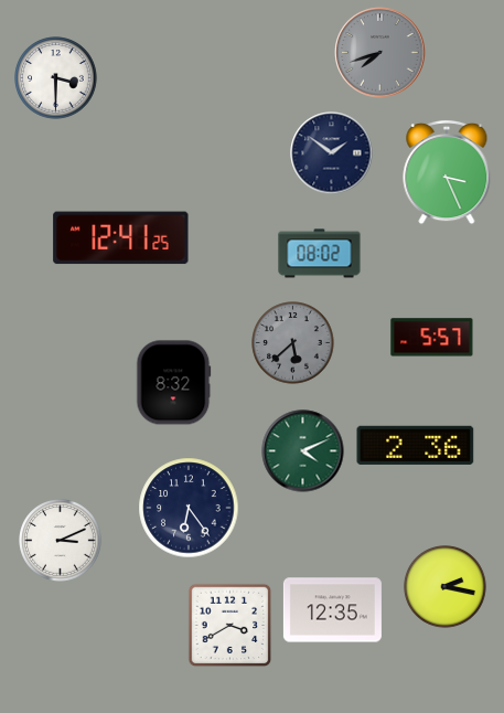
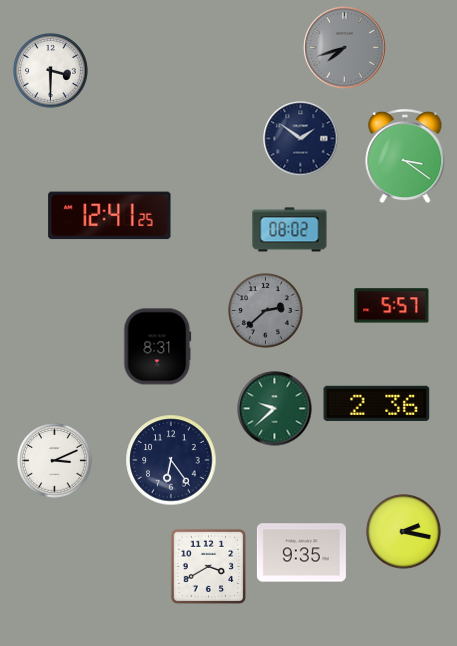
clock at (447, 172): 3:26 -> 3:21
clock at (293, 343): 5:38 -> 2:38
clock at (174, 383): 8:32 -> 8:31
clock at (303, 451): 4:11 -> 9:38
clock at (61, 541) position: (61, 541) -> (55, 461)
clock at (332, 610): 12:35 -> 9:35
